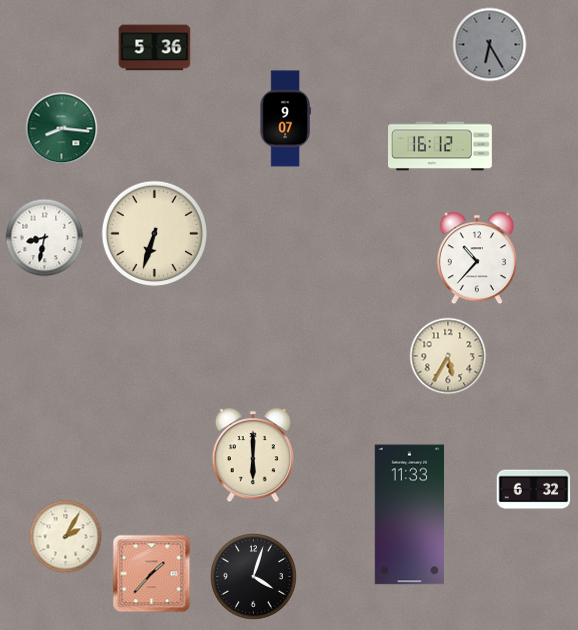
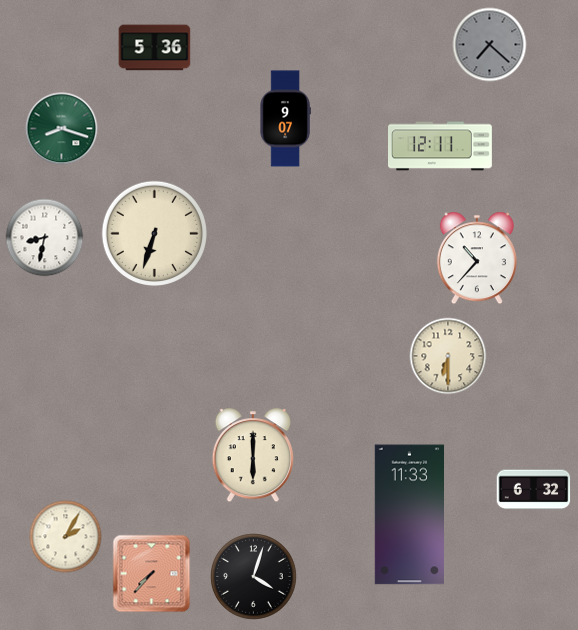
clock at (490, 45): 6:25 -> 7:22
clock at (62, 129): 8:16 -> 8:18
clock at (441, 146): 16:12 -> 12:11
clock at (448, 356): 5:35 -> 6:30
clock at (152, 574): 1:37 -> 7:37
